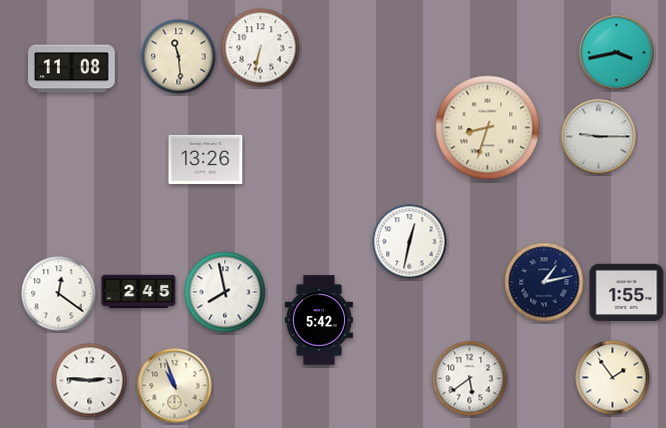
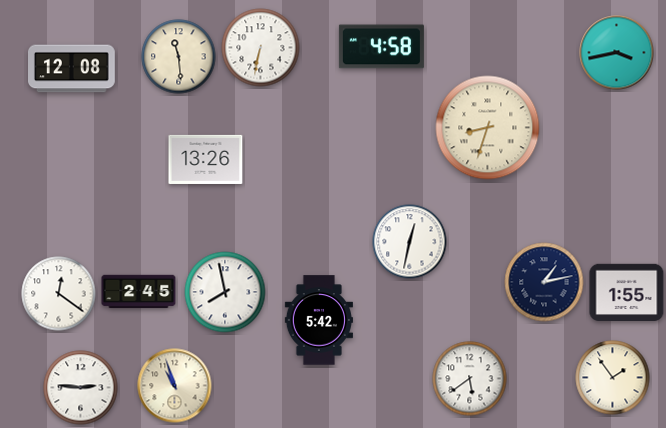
clock at (381, 47): none -> 4:58
clock at (72, 69): 11:08 -> 12:08
clock at (599, 137): 9:15 -> none
clock at (90, 381) position: (90, 381) -> (81, 388)
